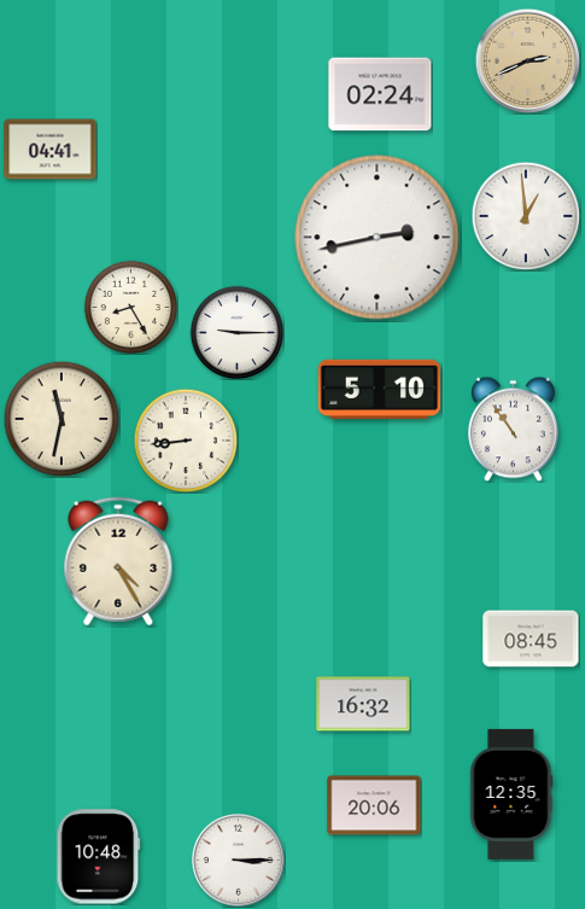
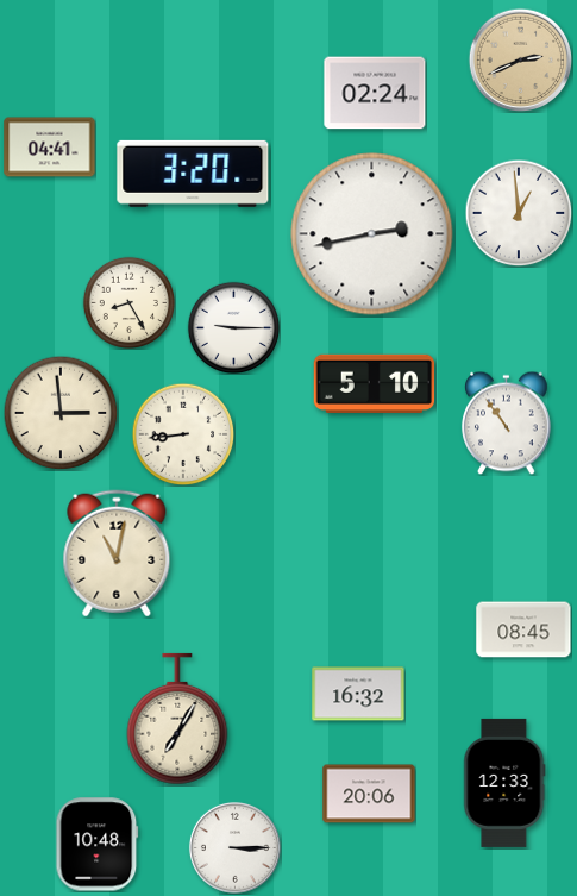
clock at (193, 174): none -> 3:20
clock at (62, 419): 11:32 -> 2:59
clock at (118, 561): 4:25 -> 11:02
clock at (177, 719): none -> 7:05
clock at (511, 794): 12:35 -> 12:33
